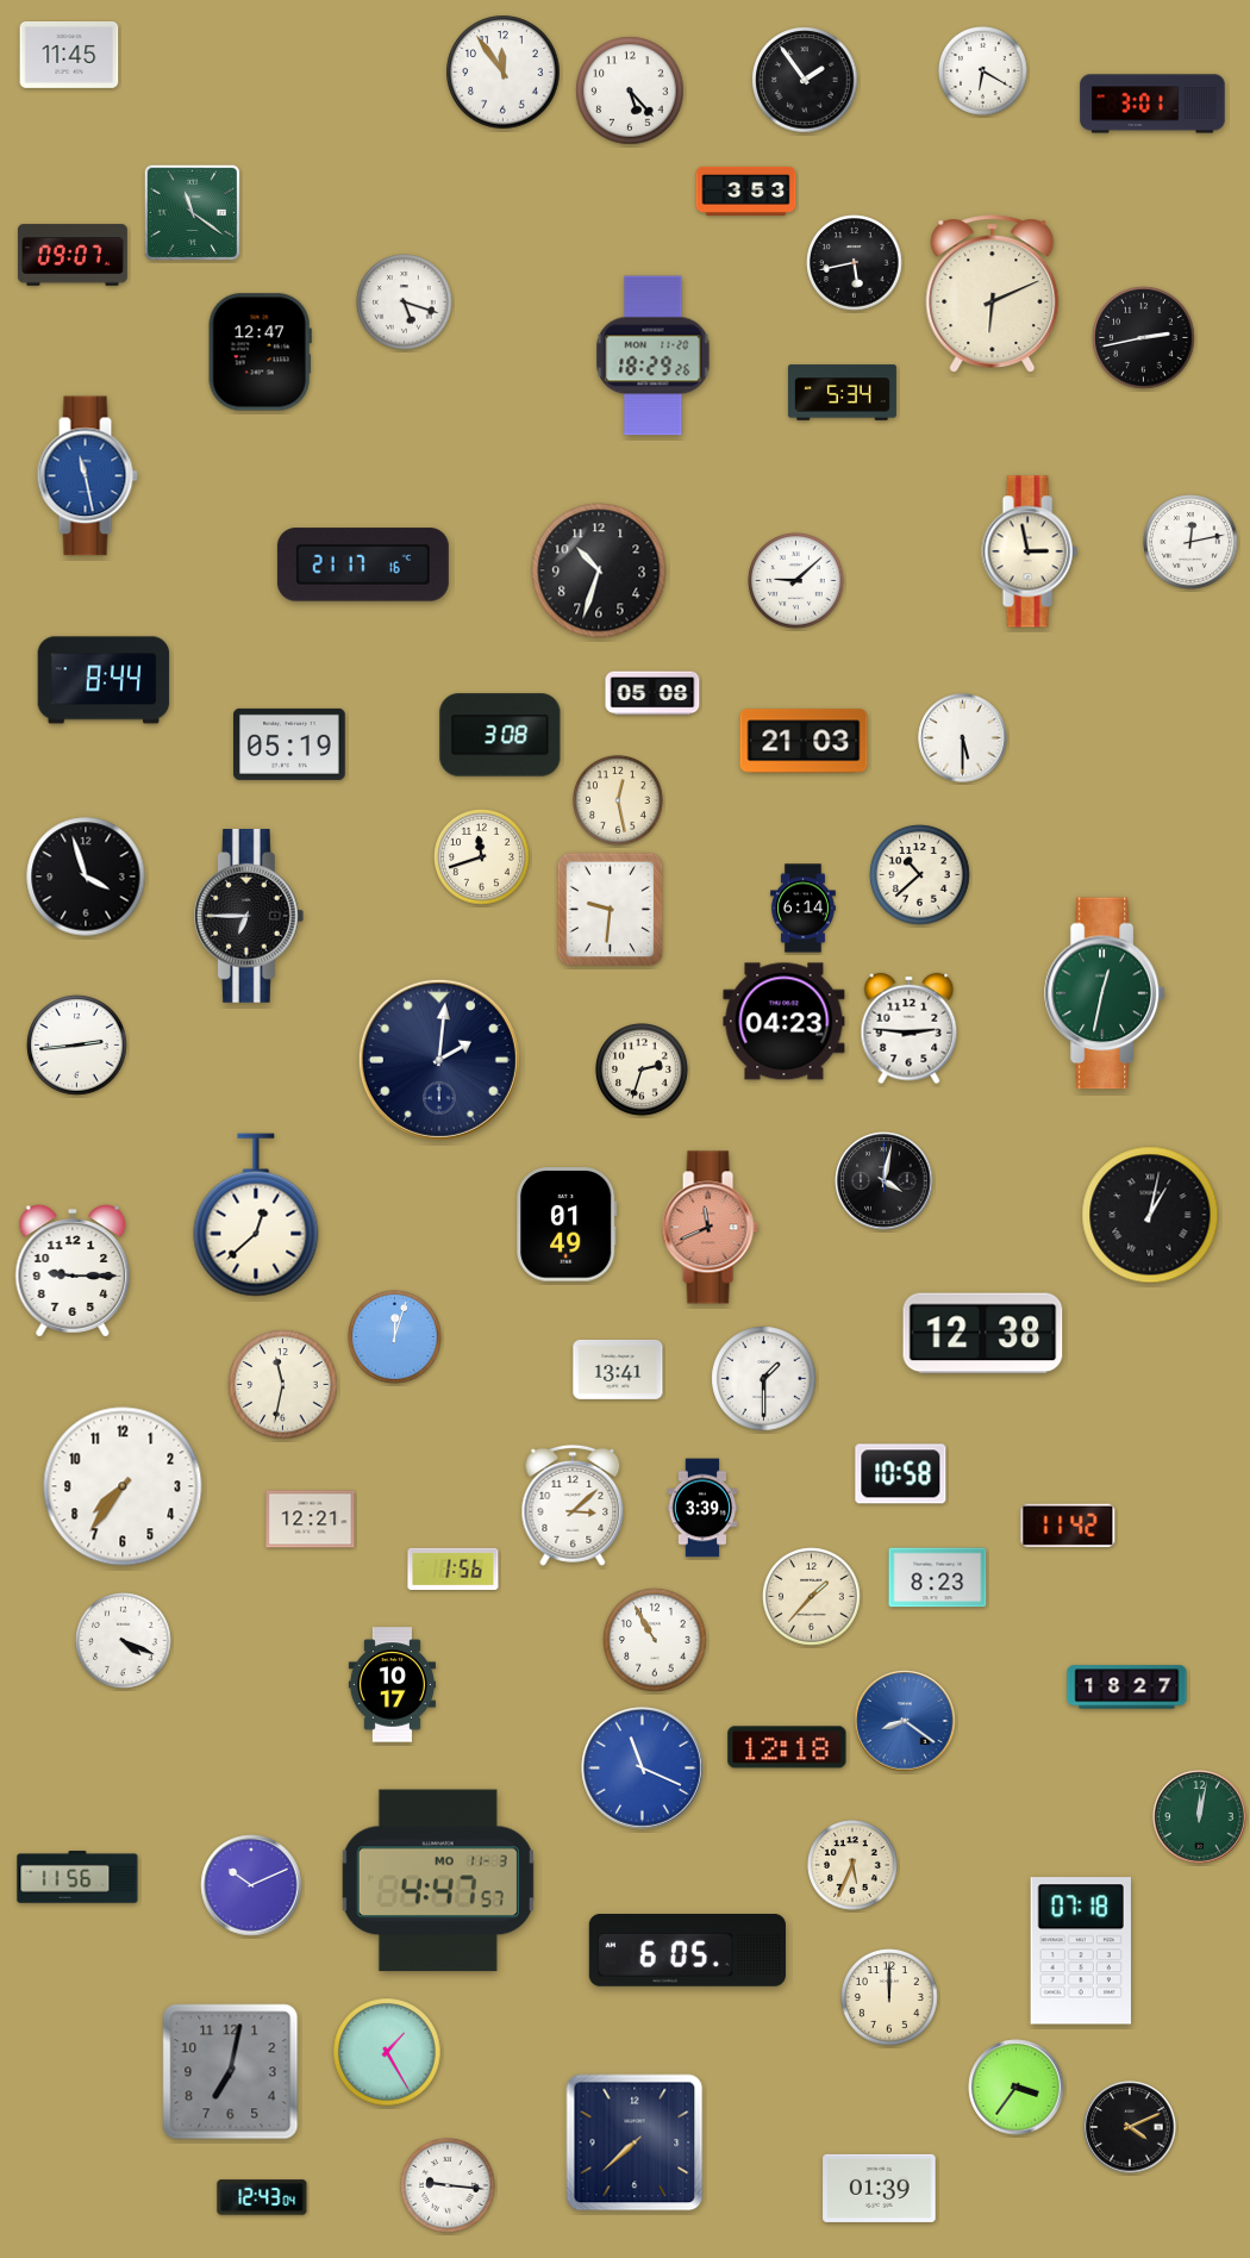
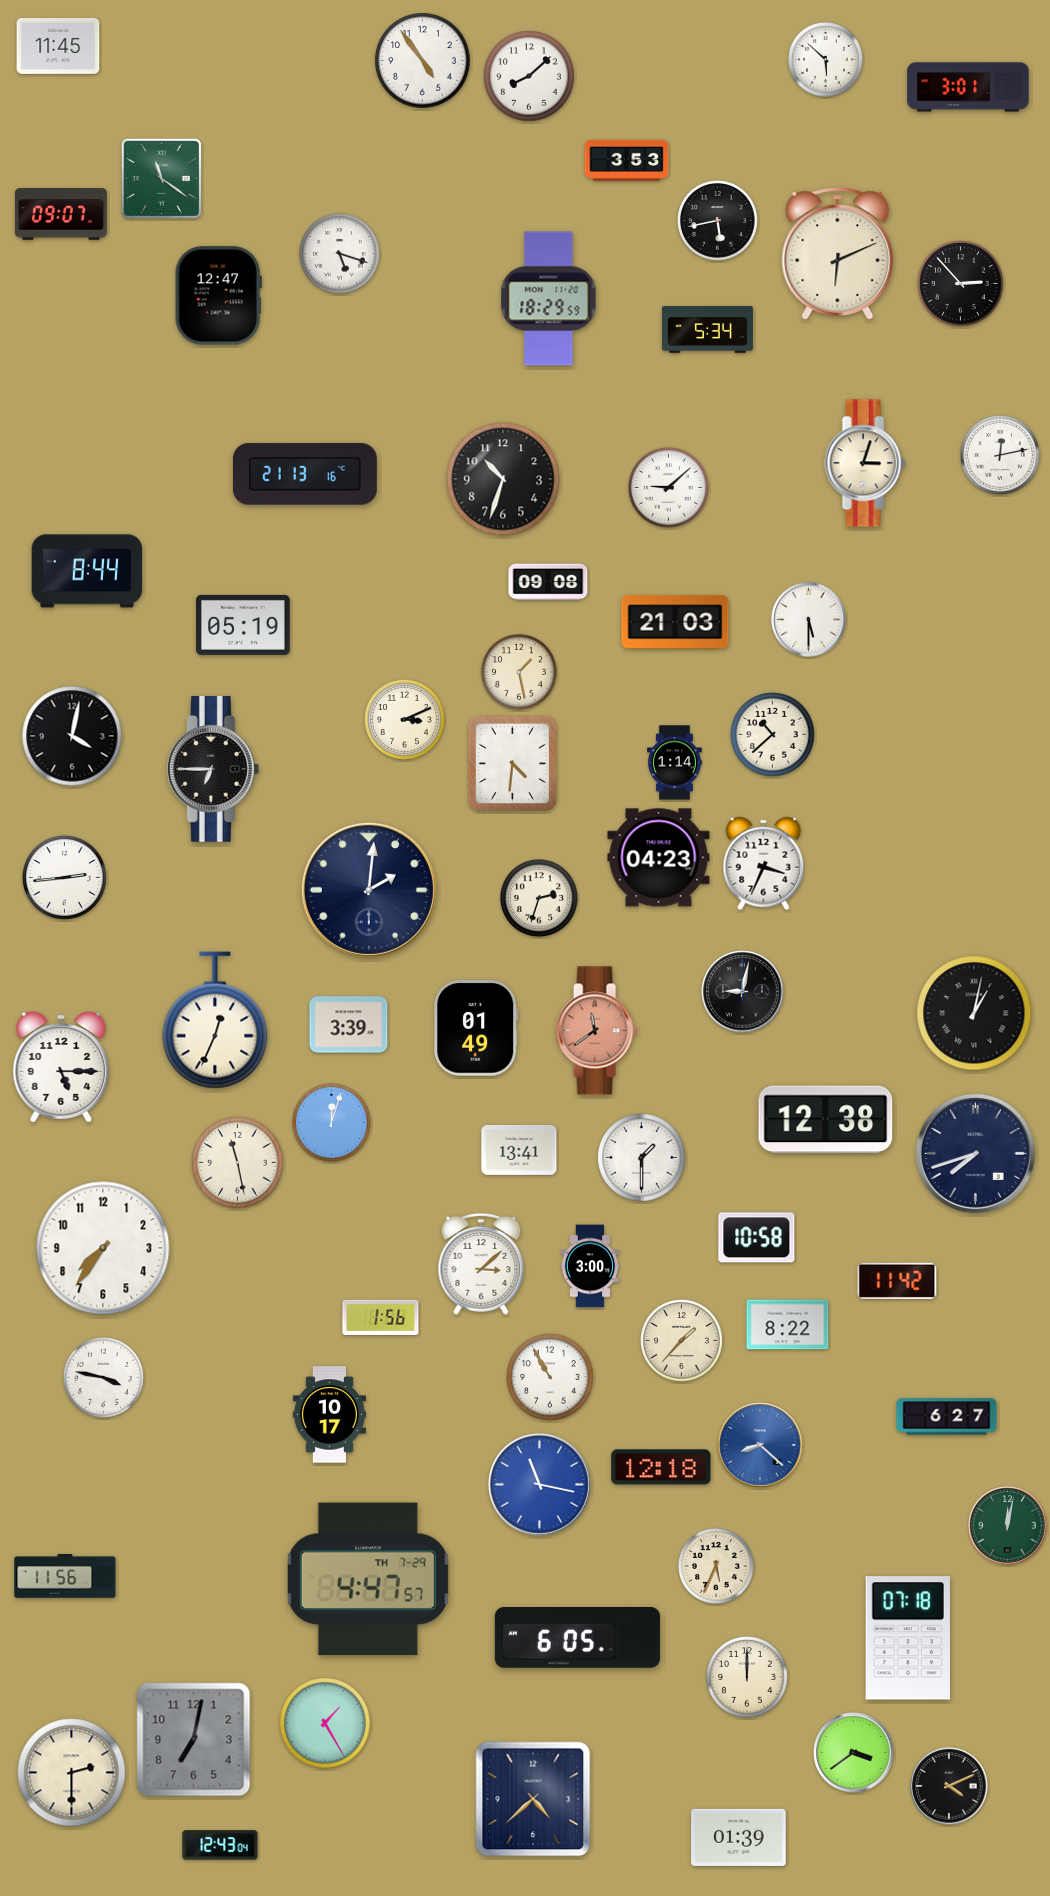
clock at (983, 71): 6:20 -> 5:52
clock at (504, 73): 11:54 -> 4:54
clock at (805, 80): 1:54 -> none
clock at (630, 91): 5:23 -> 8:08
clock at (993, 293) position: (993, 293) -> (838, 253)
clock at (1144, 338): 2:43 -> 2:53
clock at (654, 356): 18:29:26 -> 18:29:59
clock at (87, 476): 11:28 -> none
clock at (1030, 551): 2:58 -> 3:03
clock at (363, 564): 21:17 -> 21:13
clock at (652, 693): 05:08 -> 09:08
clock at (500, 735): 3:08 -> none
clock at (619, 801): 12:28 -> 1:28
clock at (482, 857): 11:42 -> 3:11
clock at (86, 877): 3:57 -> 4:02
clock at (804, 909): 6:14 -> 1:14
clock at (611, 910): 9:31 -> 4:31
clock at (249, 917) position: (249, 917) -> (213, 770)
clock at (1105, 993): 12:32 -> none
clock at (910, 1029): 2:46 -> 3:34
clock at (885, 1181): 4:02 -> 9:02
clock at (256, 1215): 12:38 -> 12:34
clock at (1150, 1215) position: (1150, 1215) -> (974, 1013)
clock at (349, 1025): none -> 3:39
clock at (710, 1228): 11:41 -> 11:39
clock at (73, 1271): 9:15 -> 5:15
clock at (975, 1153): none -> 7:42
clock at (283, 1385): 11:32 -> 11:28
clock at (702, 1508): 3:39 -> 3:00
clock at (311, 1520): 12:21 -> none
clock at (938, 1578): 8:23 -> 8:22
clock at (124, 1641): 4:19 -> 3:47
clock at (1127, 1688): 18:27 -> 6:27
clock at (905, 1721): 8:21 -> 8:22
clock at (643, 1769): 11:19 -> 11:17
clock at (438, 1880) date: MO 11-3 -> TH 7-29
clock at (251, 1885): 10:11 -> none
clock at (1017, 2088): 3:36 -> 3:39
clock at (72, 1773): none -> 2:30
clock at (635, 2142): 7:38 -> 4:38
clock at (448, 2185): 9:16 -> none
